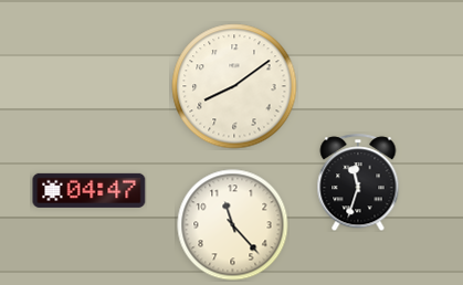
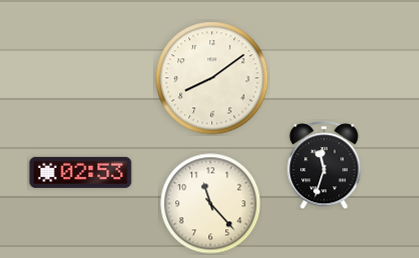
clock at (90, 190): 04:47 -> 02:53
